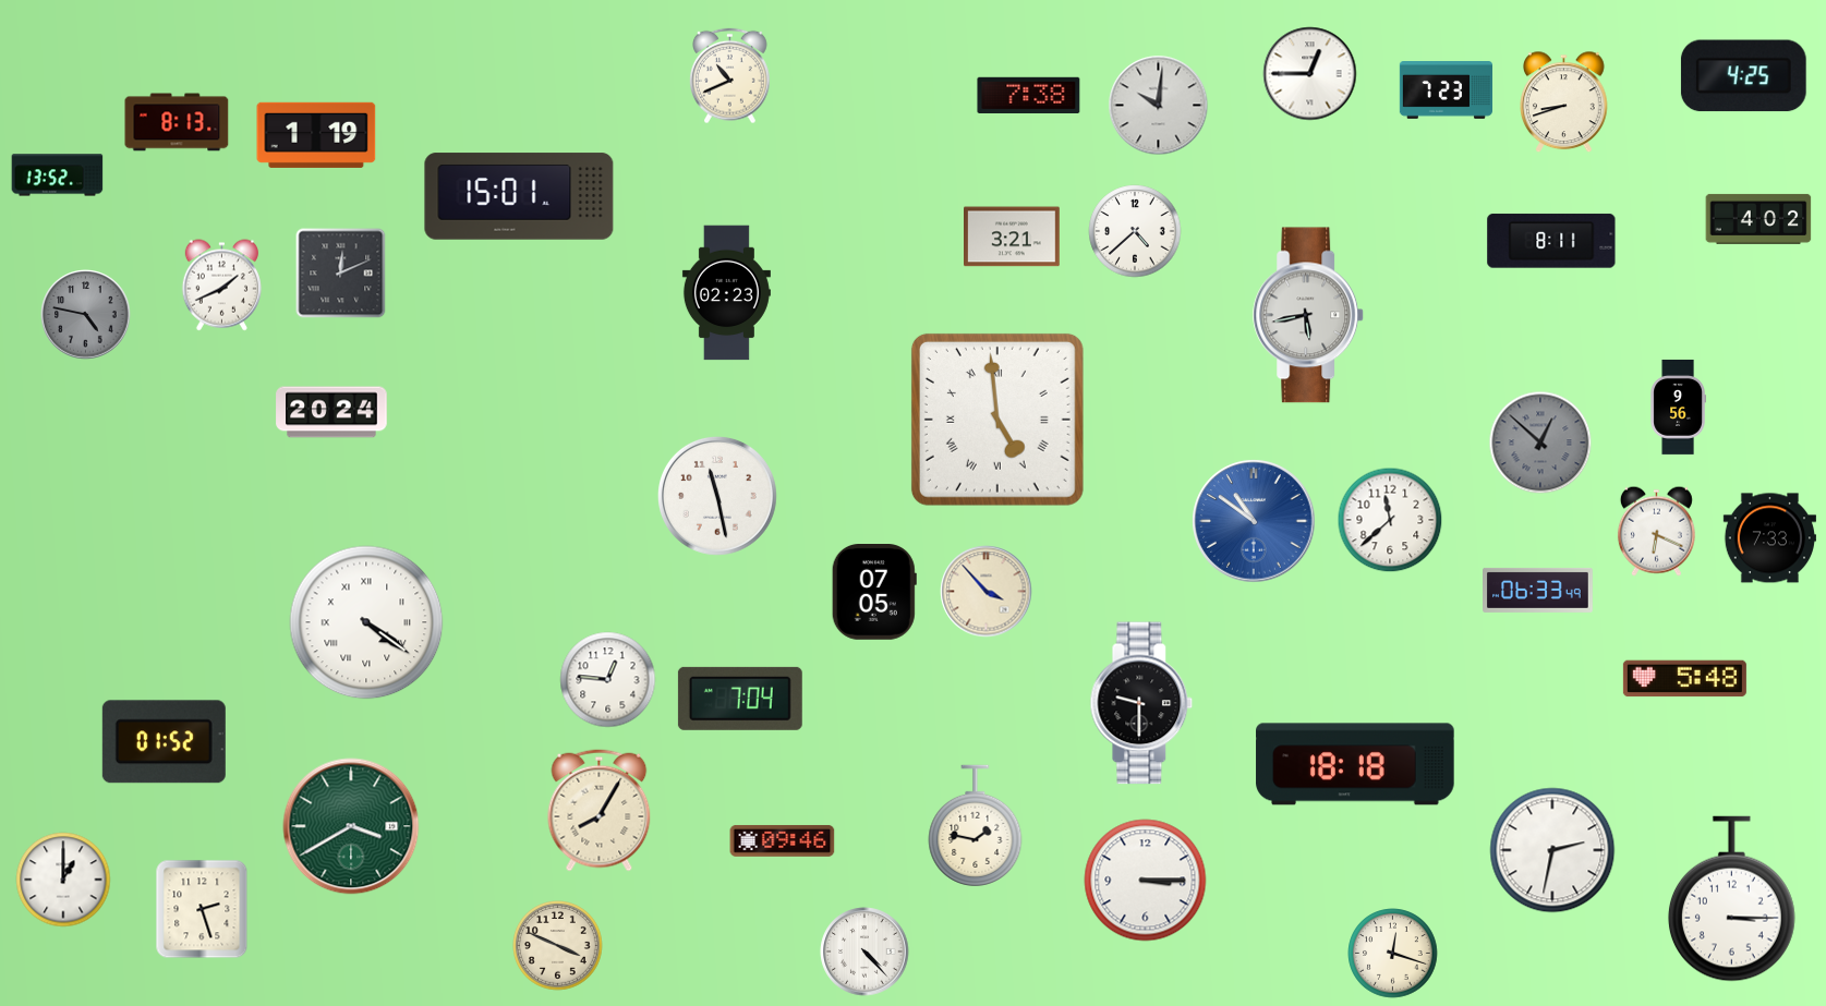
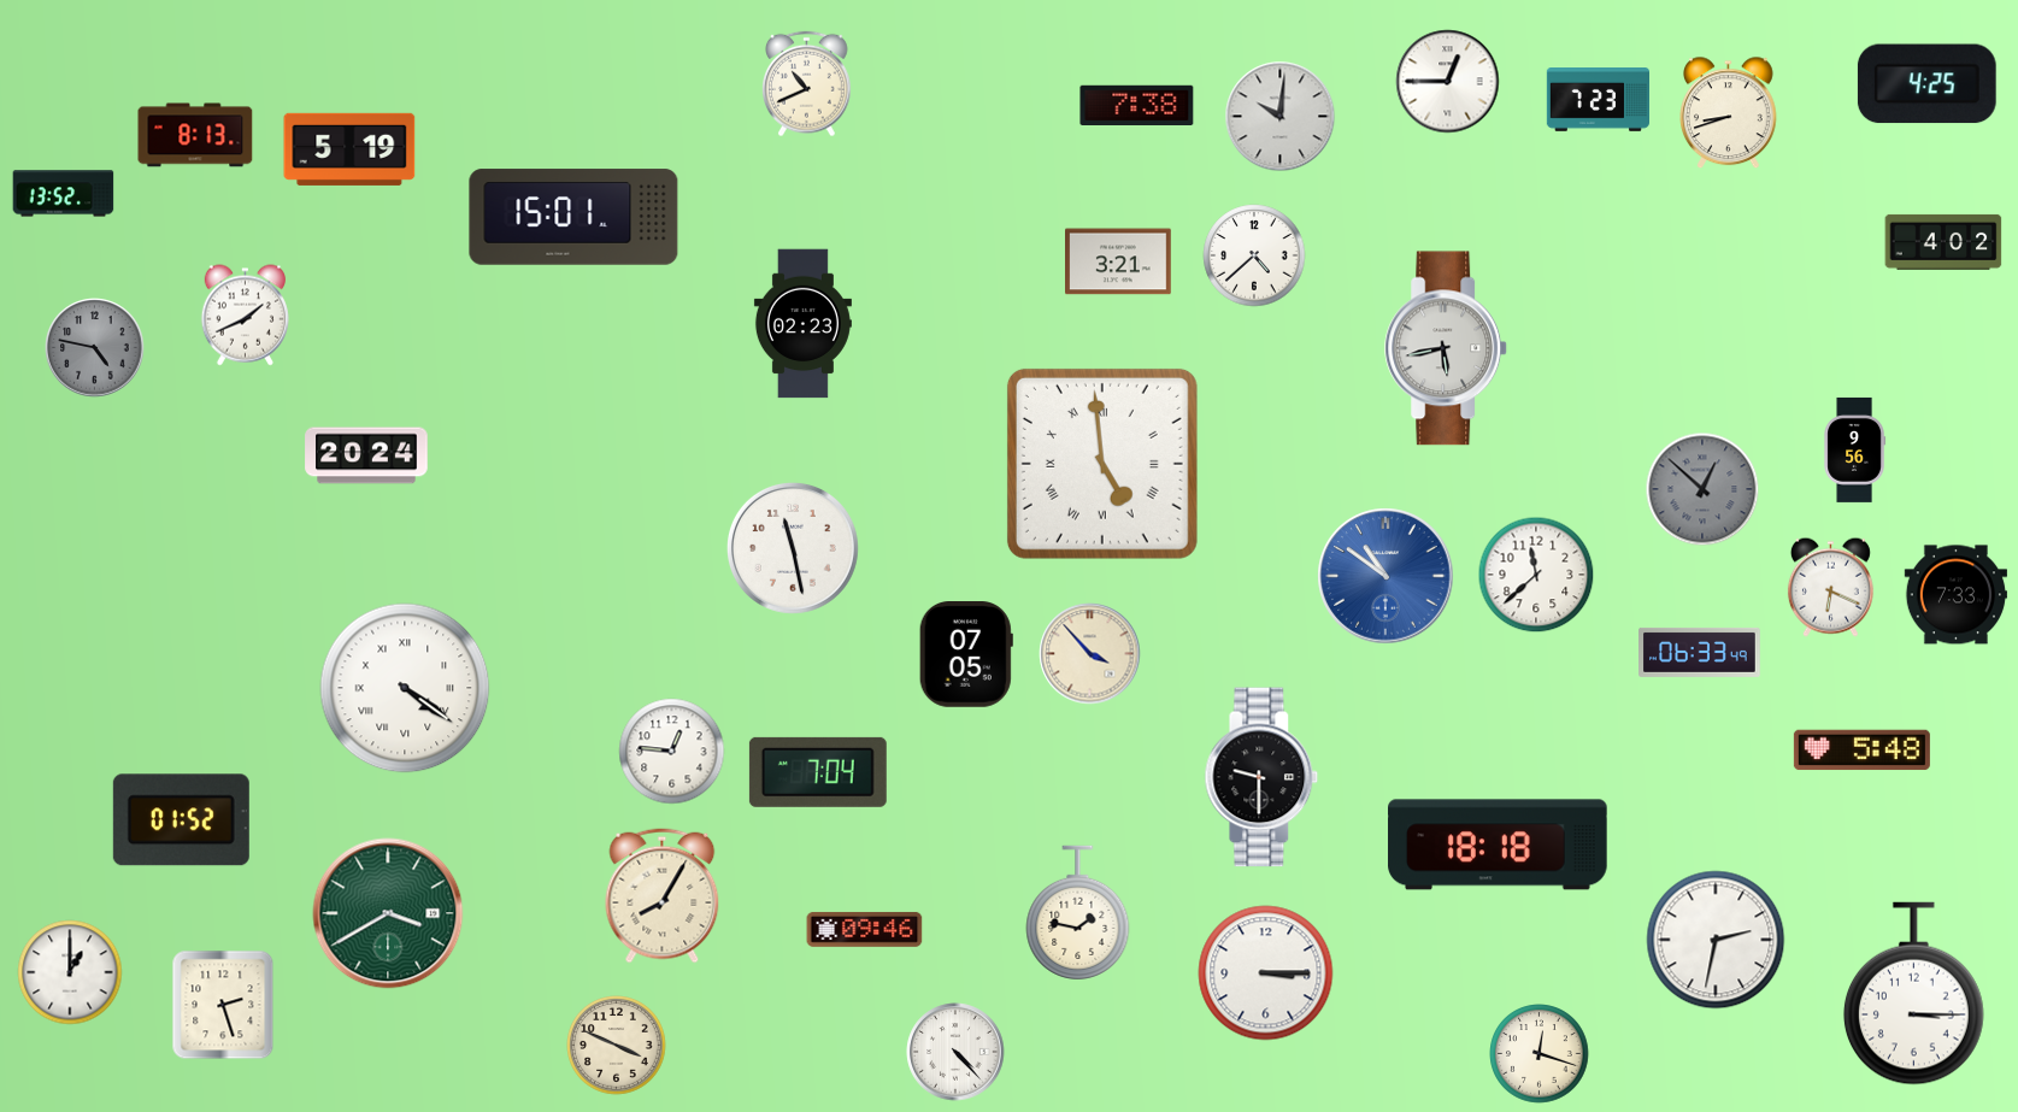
clock at (316, 135): 1:19 -> 5:19
clock at (1551, 241): 8:11 -> none
clock at (341, 274): 12:11 -> none
